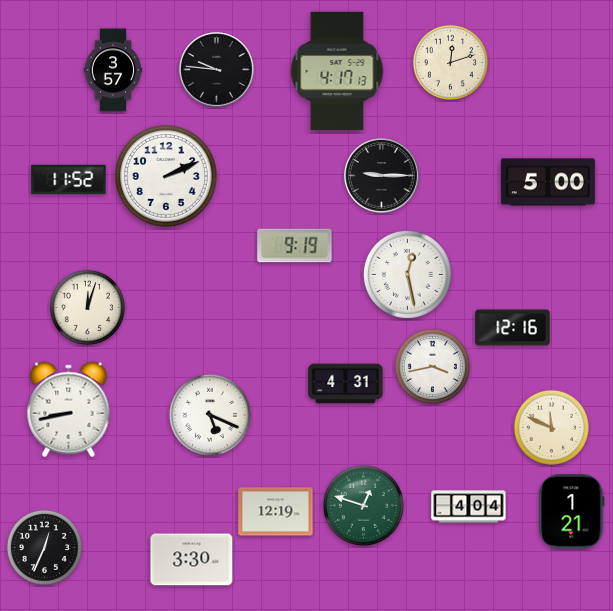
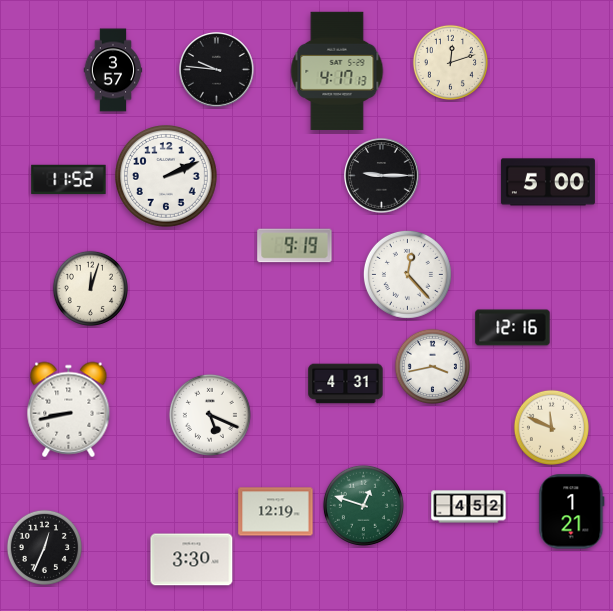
clock at (407, 274): 12:28 -> 12:23
clock at (87, 307) position: (87, 307) -> (90, 288)
clock at (469, 507): 4:04 -> 4:52
